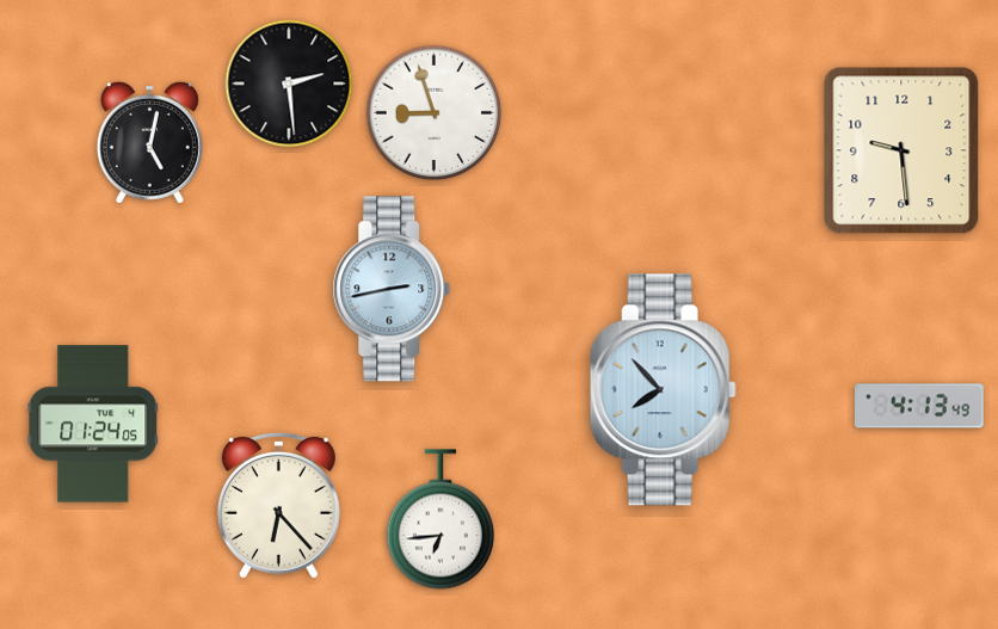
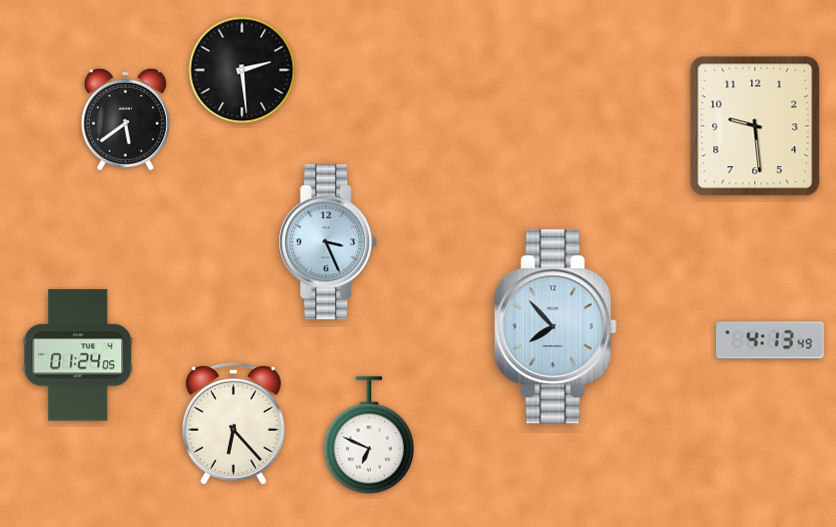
clock at (435, 113): 8:57 -> none
clock at (149, 142): 5:02 -> 5:39
clock at (392, 289): 2:43 -> 3:26
clock at (441, 519): 6:44 -> 6:49
